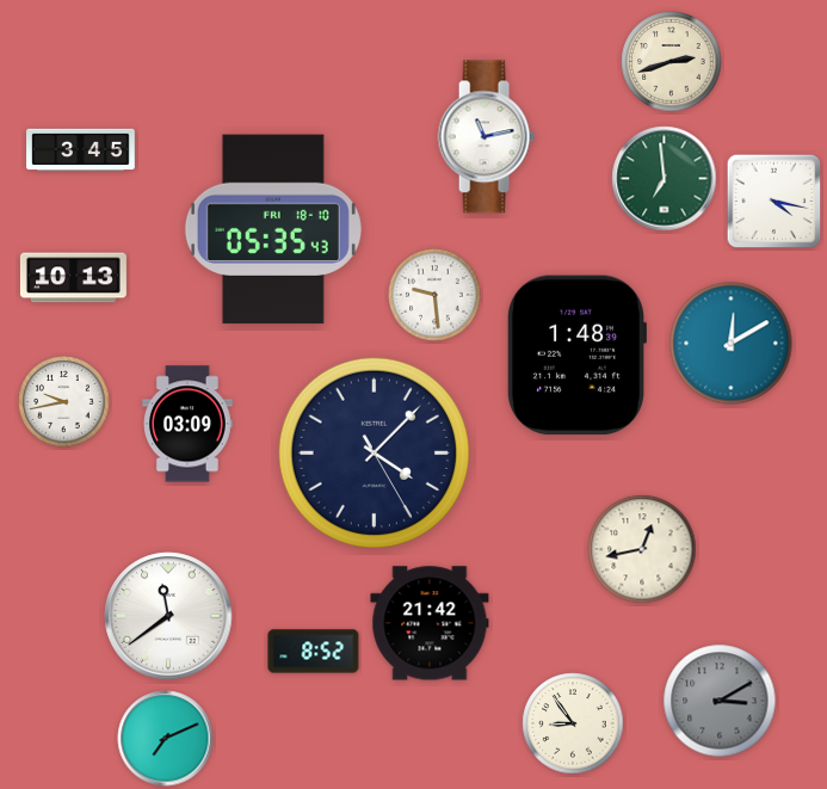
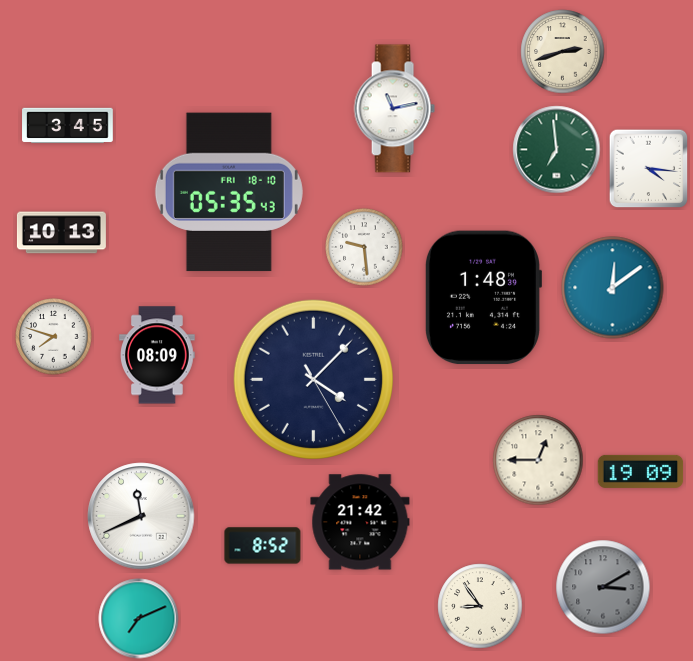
clock at (486, 137) position: (486, 137) -> (394, 109)
clock at (774, 202): 4:17 -> 4:16
clock at (732, 344): 12:10 -> 12:09
clock at (64, 402): 9:43 -> 7:48
clock at (189, 424): 03:09 -> 08:09
clock at (642, 549): 12:43 -> 12:45
clock at (641, 471): none -> 19:09
clock at (168, 616): 11:39 -> 11:41
